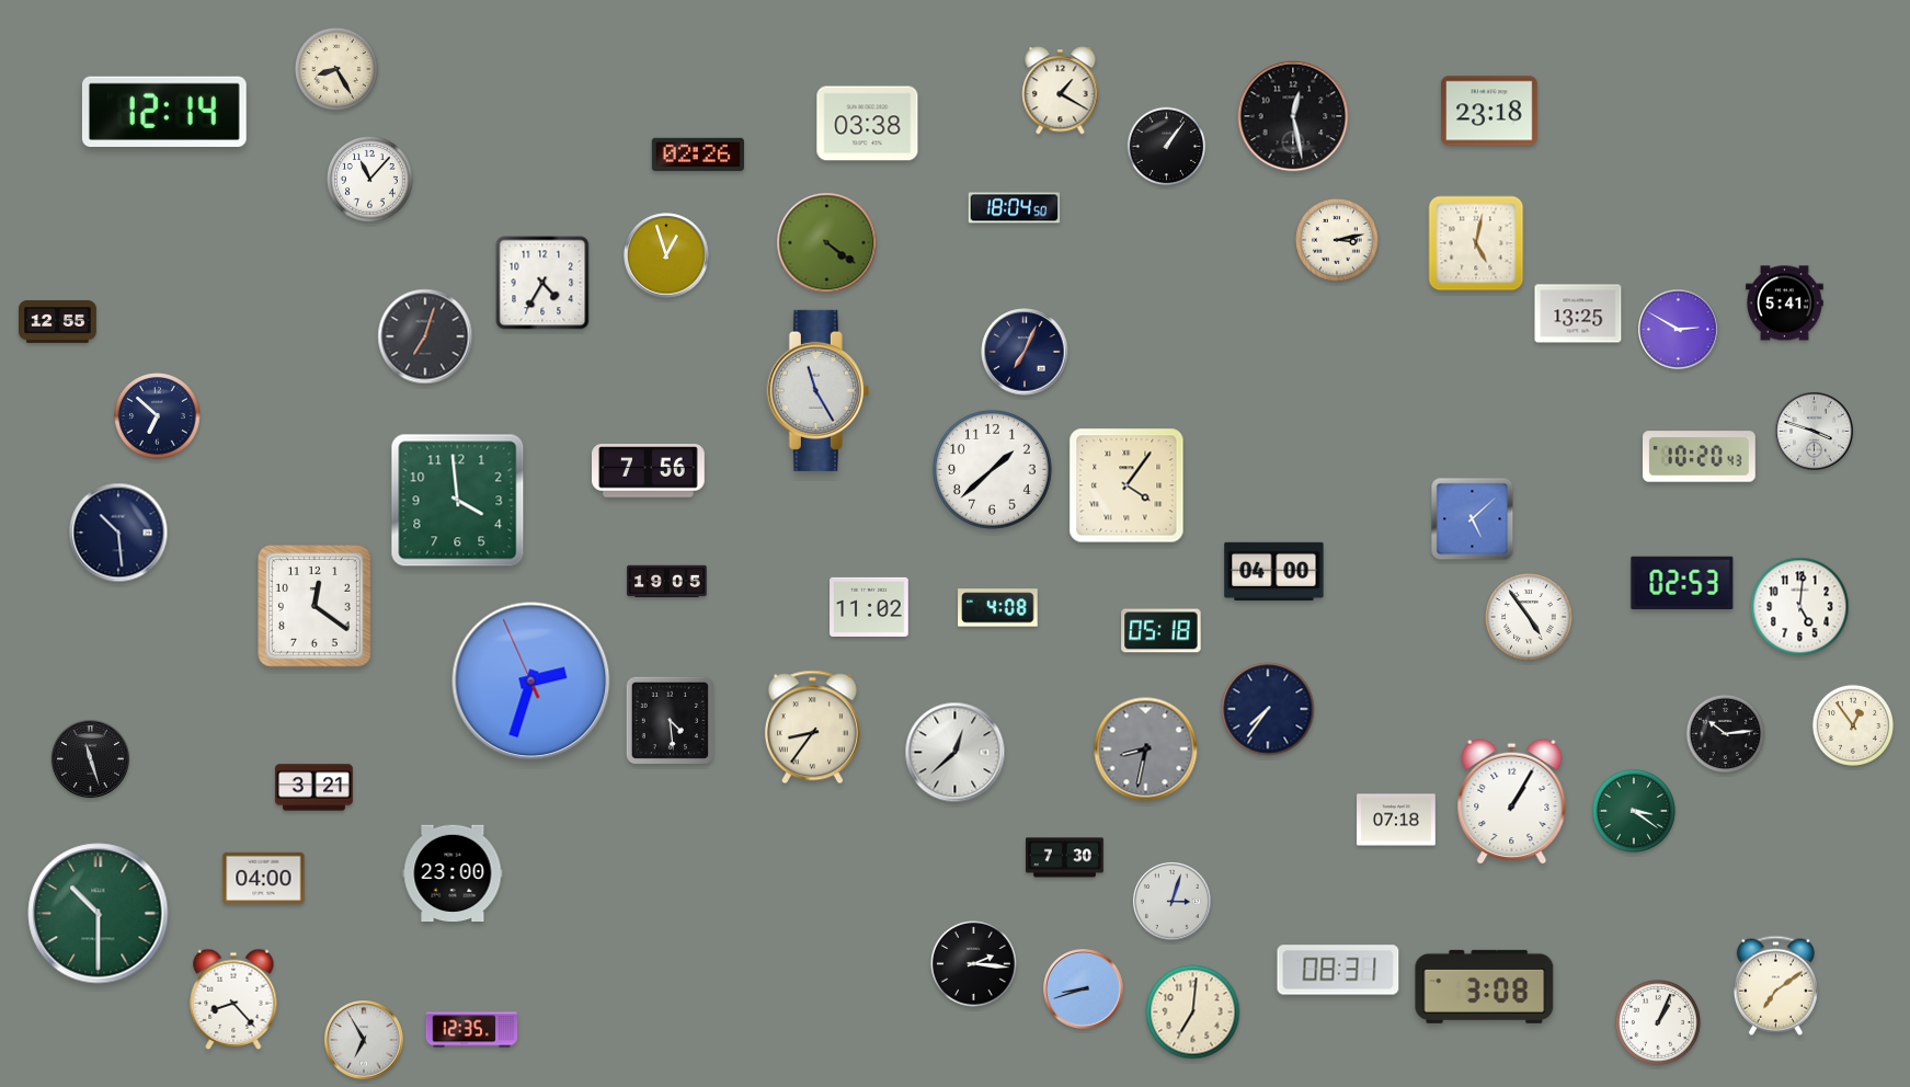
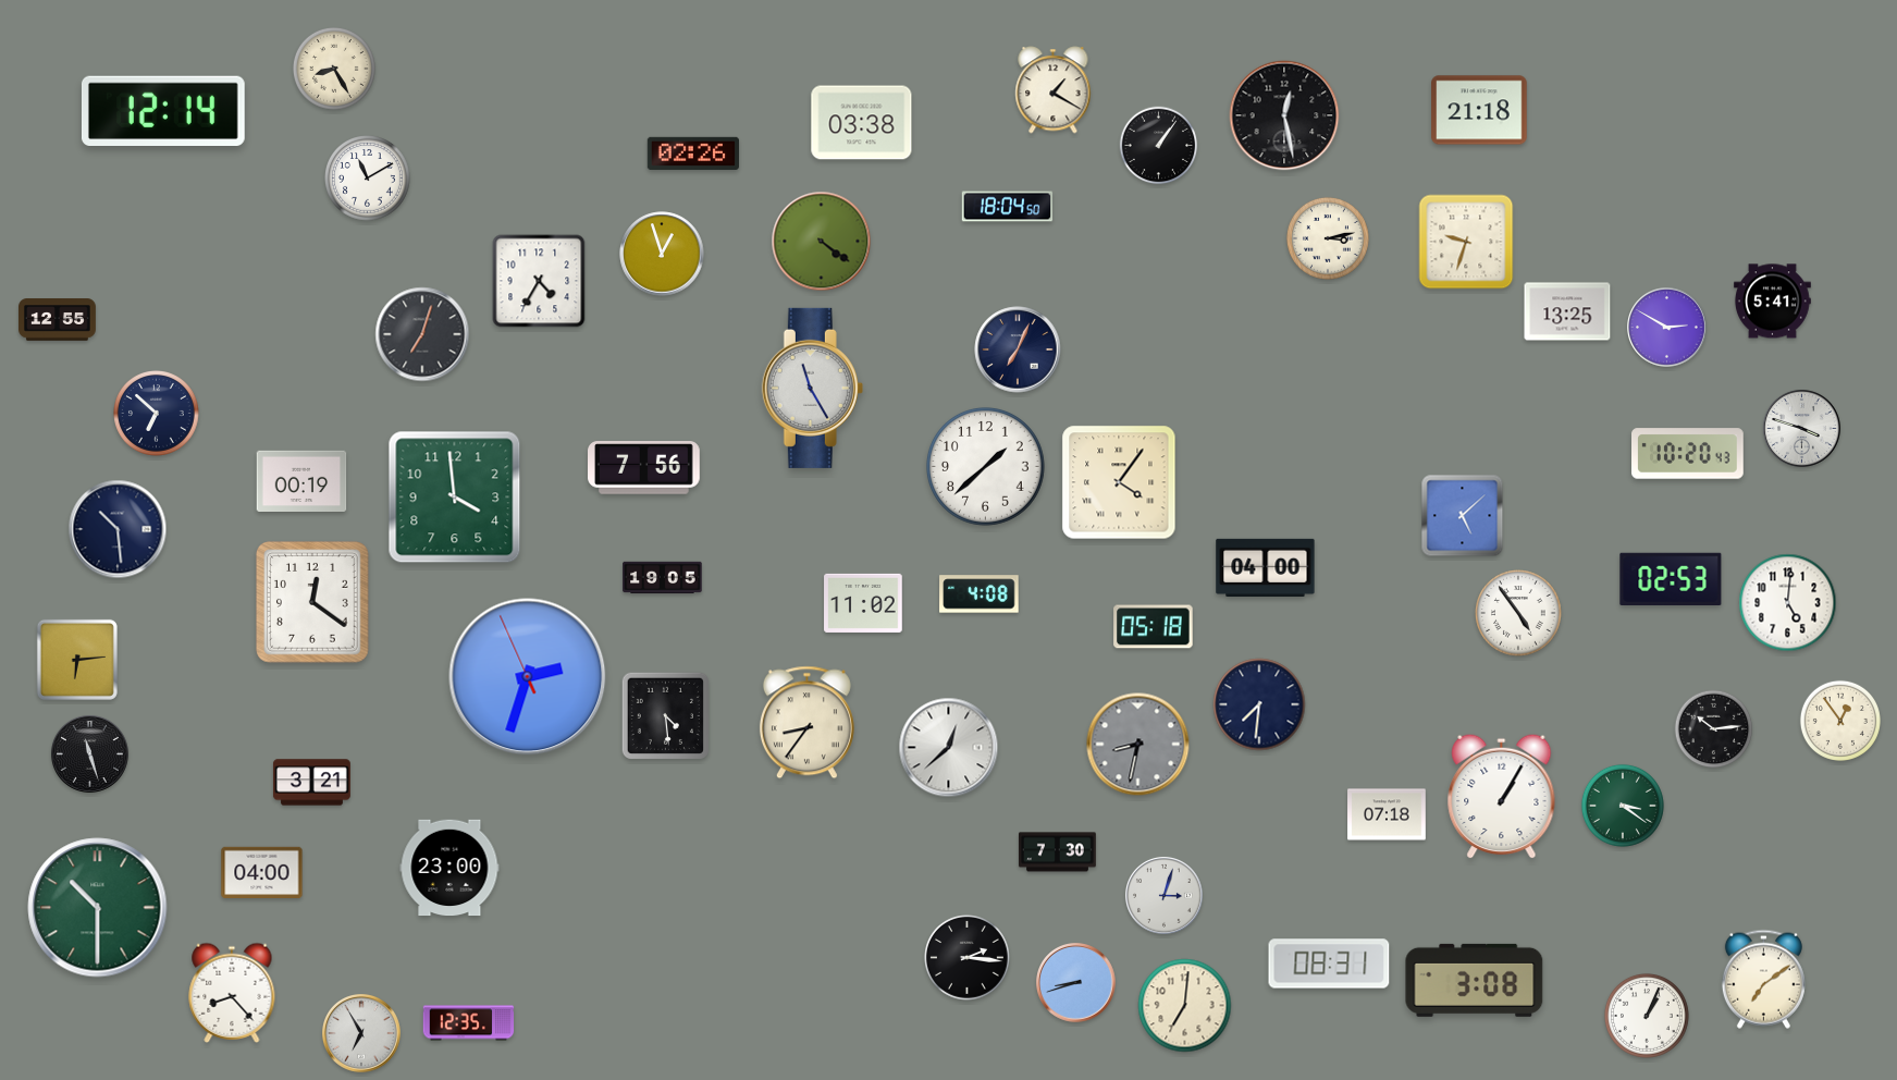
clock at (1489, 111): 23:18 -> 21:18
clock at (370, 180): 11:07 -> 11:10
clock at (1476, 243): 5:02 -> 9:33
clock at (301, 480): none -> 00:19
clock at (998, 608) position: (998, 608) -> (980, 594)
clock at (77, 660): none -> 6:14
clock at (1268, 709): 7:36 -> 7:31
